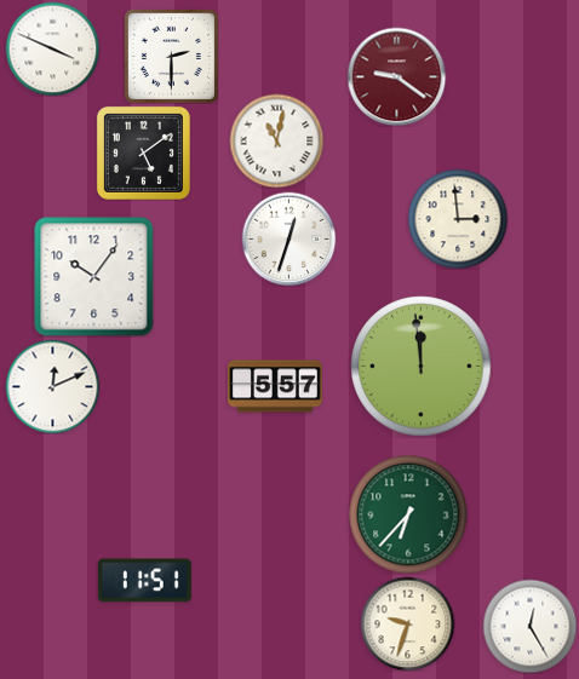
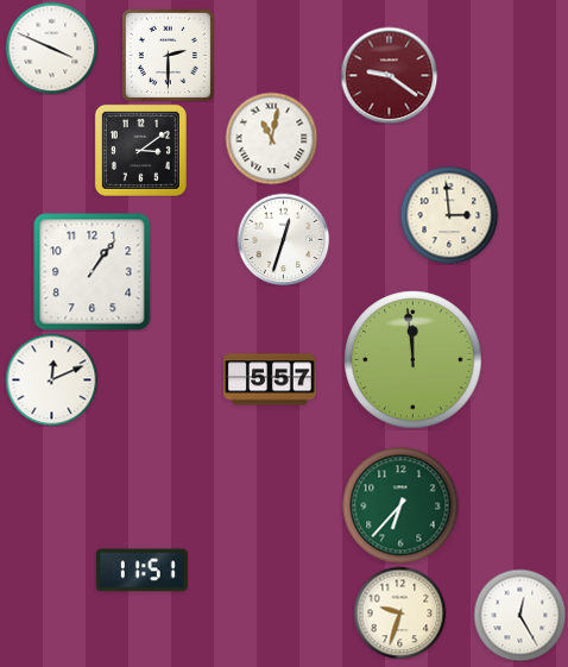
clock at (143, 153): 5:09 -> 3:09
clock at (288, 238) position: (288, 238) -> (283, 239)
clock at (93, 276): 10:06 -> 1:06
